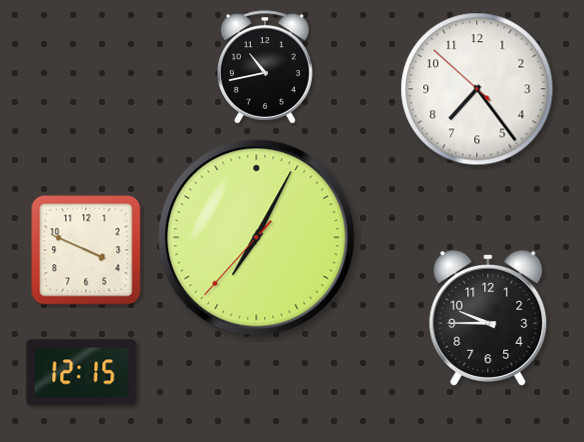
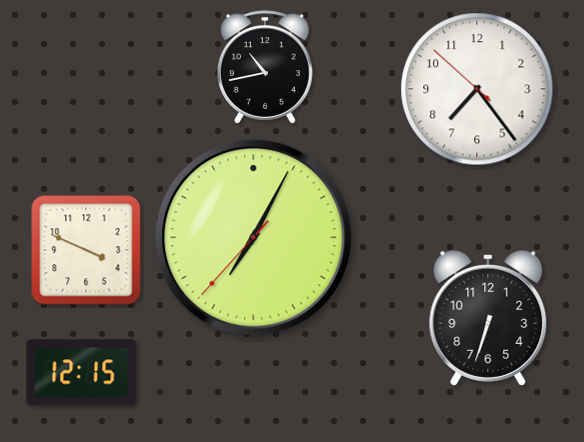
clock at (257, 238) position: (257, 238) -> (254, 238)
clock at (488, 318): 9:45 -> 6:33
